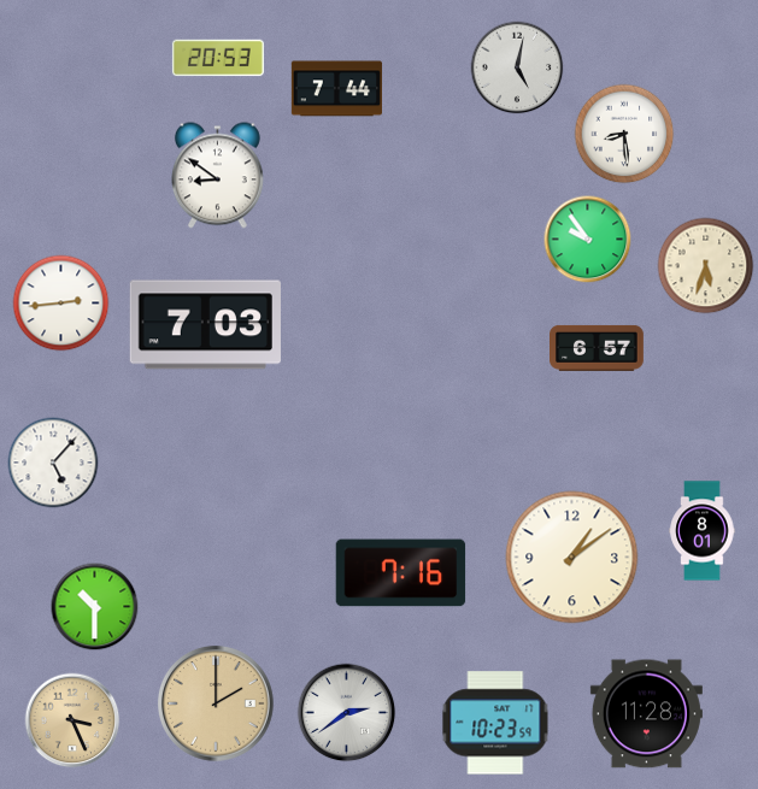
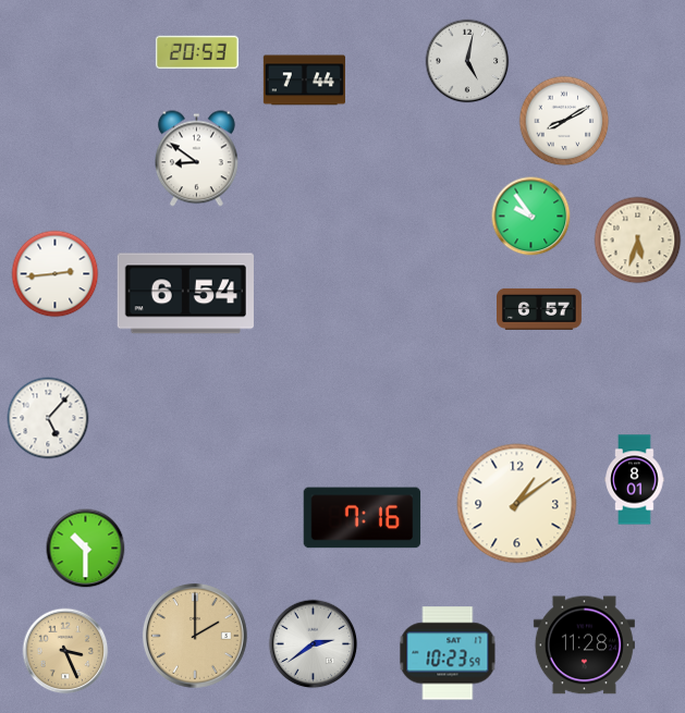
clock at (624, 134): 8:29 -> 8:10
clock at (205, 325): 7:03 -> 6:54
clock at (597, 348) position: (597, 348) -> (539, 309)
